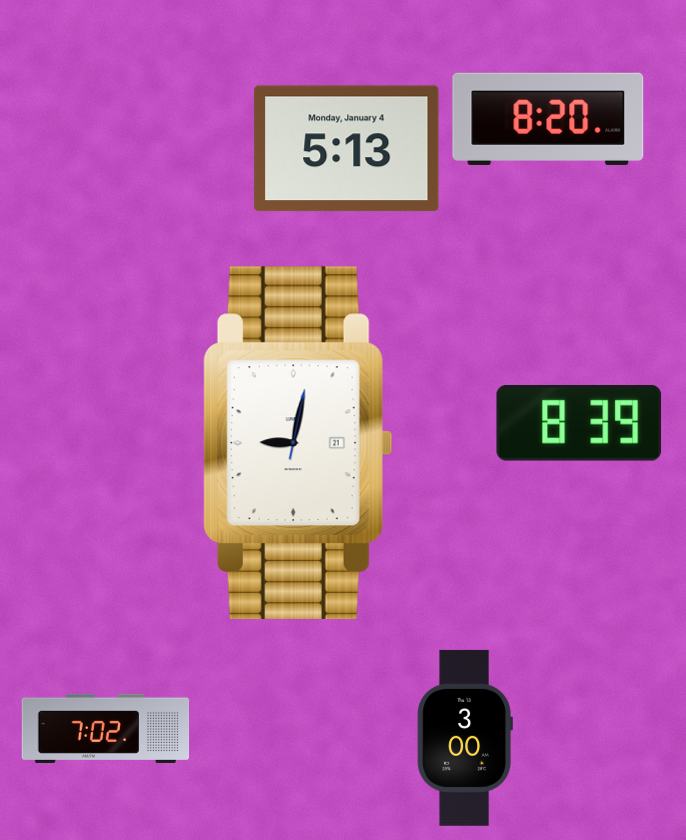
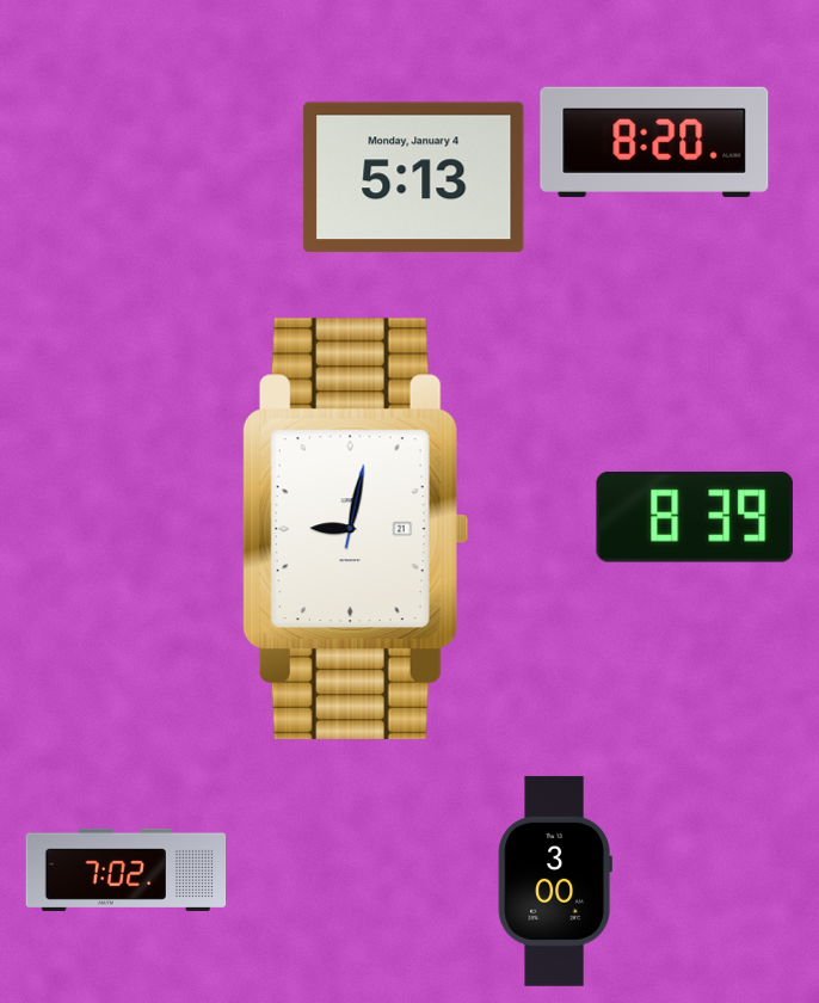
clock at (579, 423) position: (579, 423) -> (695, 517)
